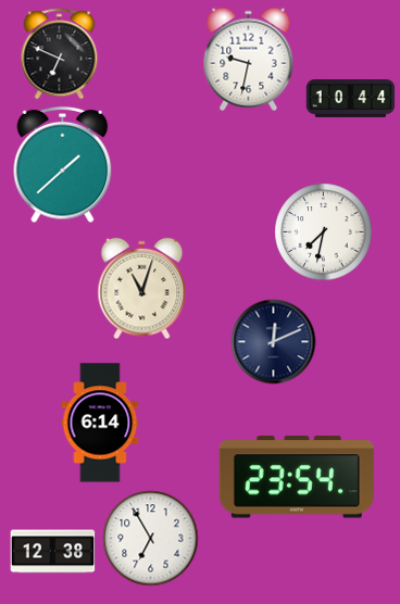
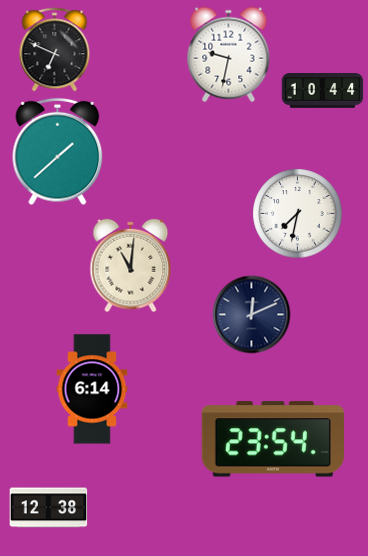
clock at (142, 288): 11:03 -> 11:01
clock at (150, 538): 6:55 -> none
